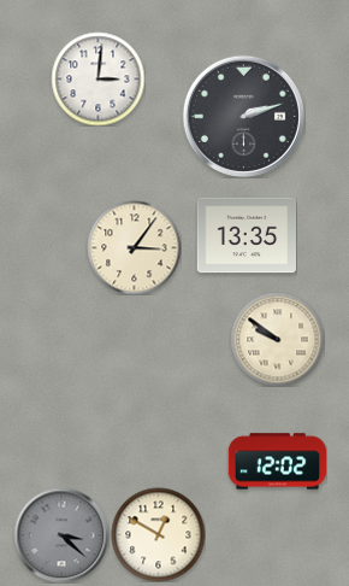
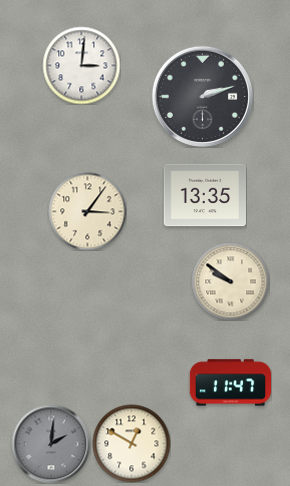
clock at (134, 247) position: (134, 247) -> (87, 211)
clock at (277, 462): 12:02 -> 11:47
clock at (61, 535): 3:22 -> 2:01
